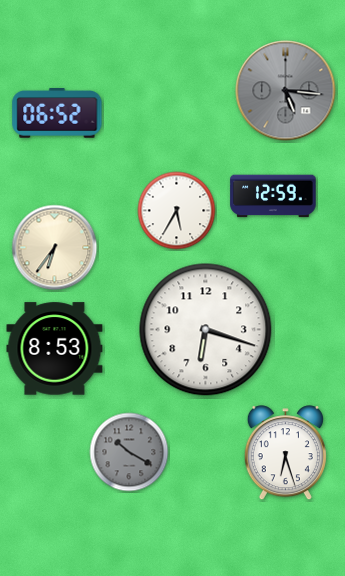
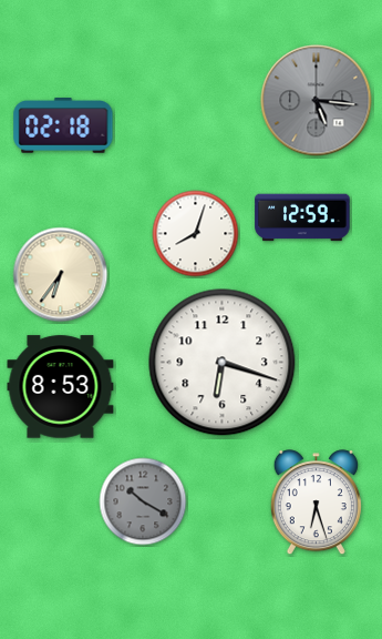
clock at (57, 114): 06:52 -> 02:18
clock at (177, 211): 5:35 -> 8:03
clock at (206, 330) position: (206, 330) -> (223, 363)
